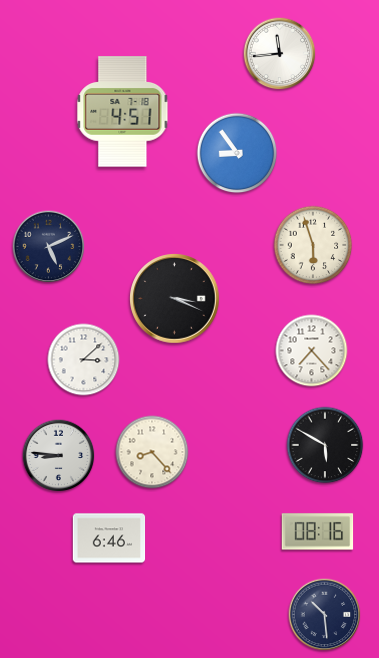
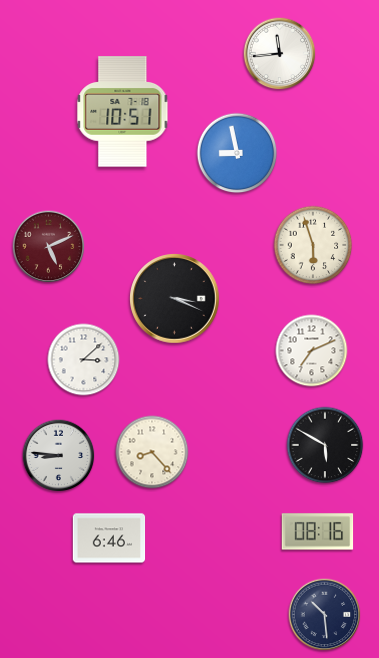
clock at (123, 112): 4:51 -> 10:51
clock at (237, 153): 8:54 -> 8:58
clock at (49, 247) dial: navy -> burgundy
clock at (312, 351): 7:23 -> 7:11
